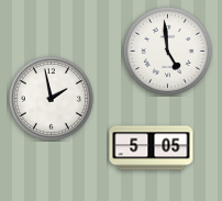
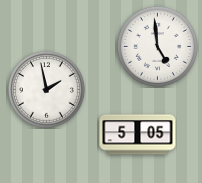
clock at (167, 51) position: (167, 51) -> (157, 46)
